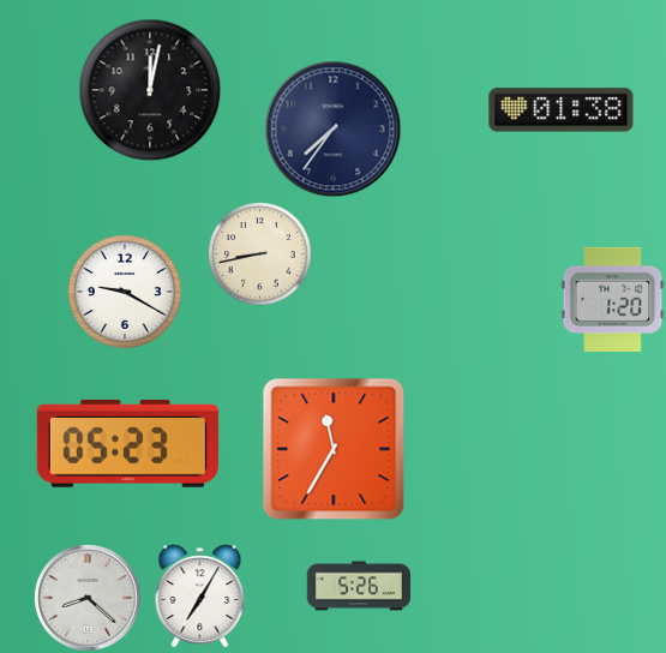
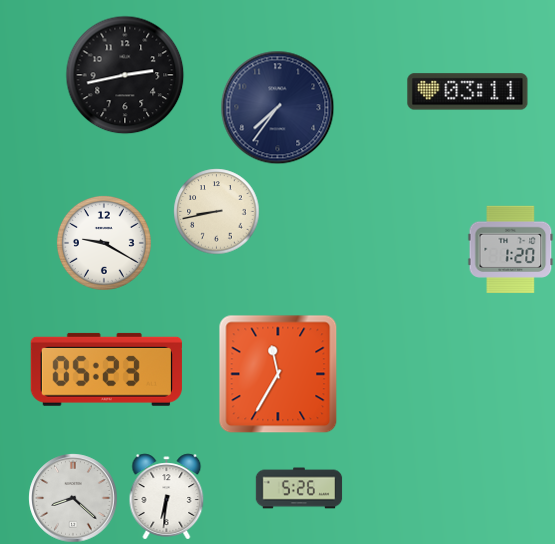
clock at (150, 90): 12:02 -> 2:43
clock at (562, 110): 01:38 -> 03:11
clock at (200, 595): 7:05 -> 6:31
